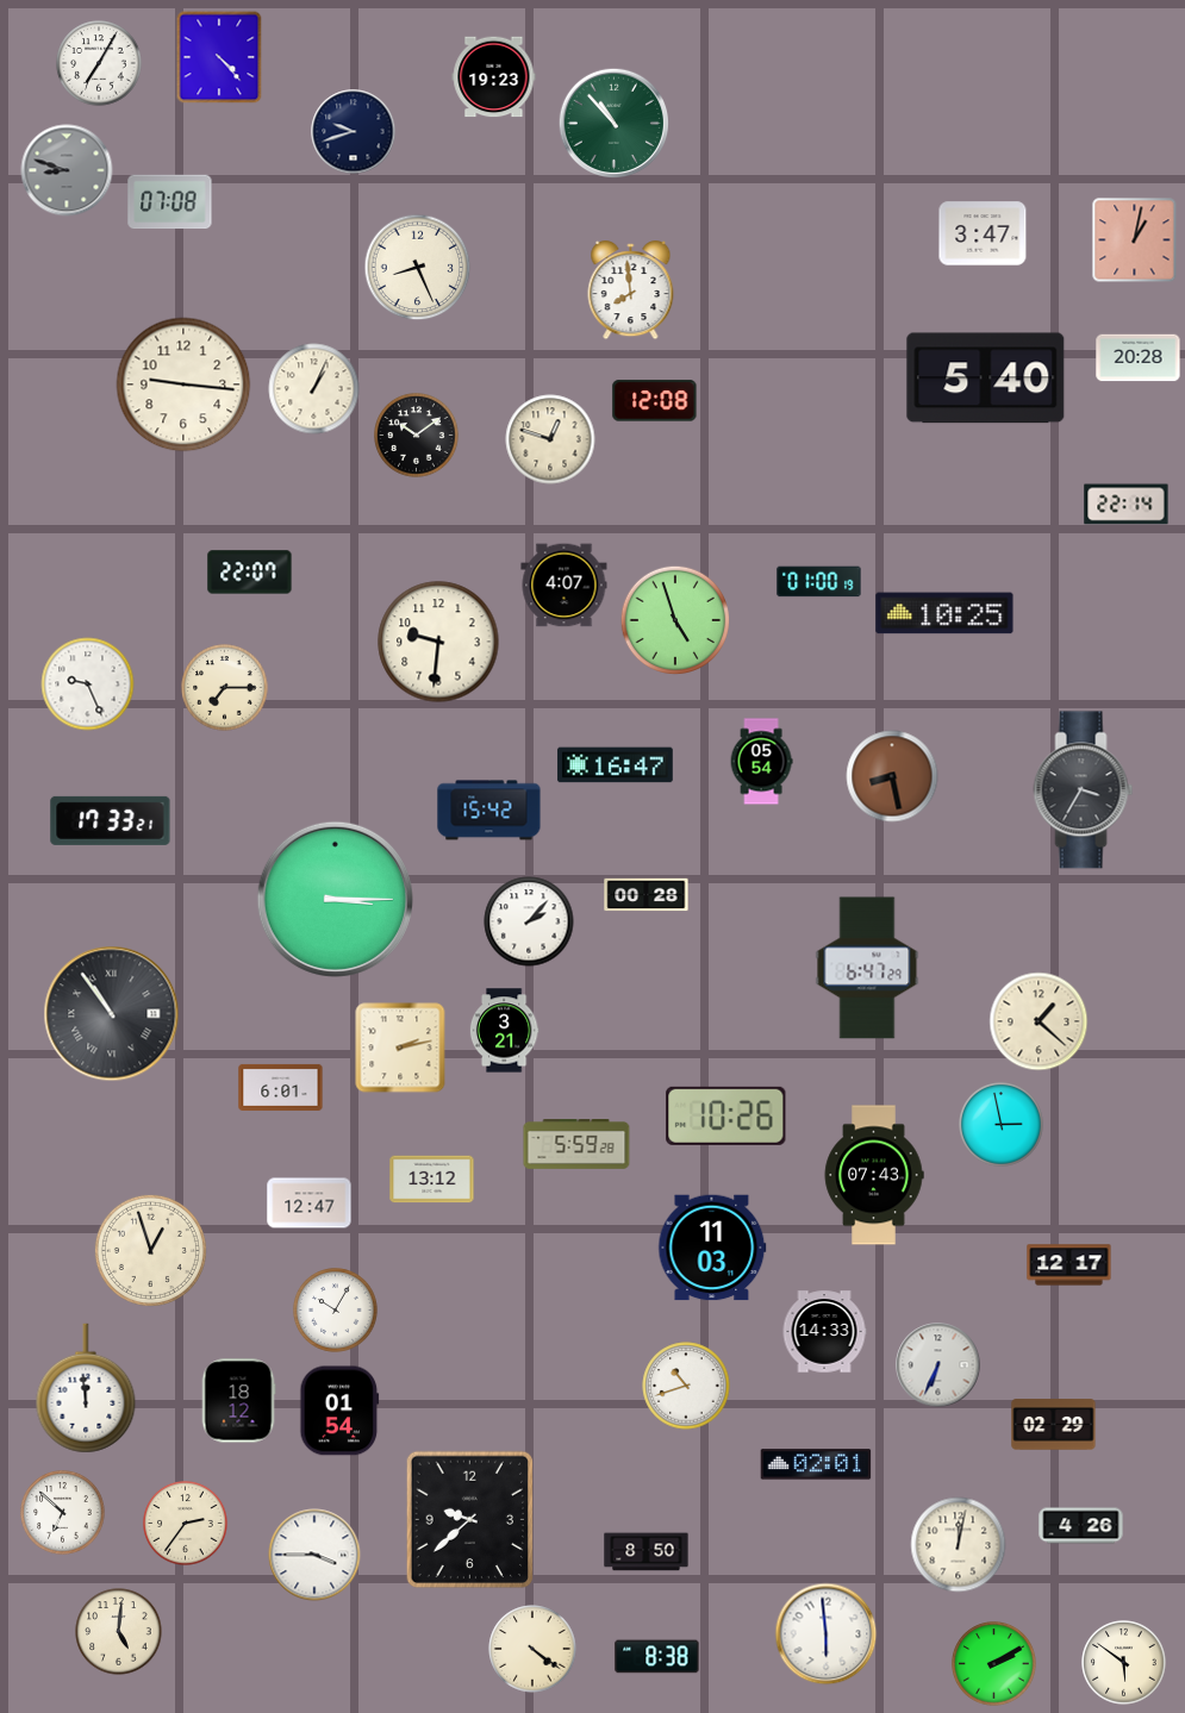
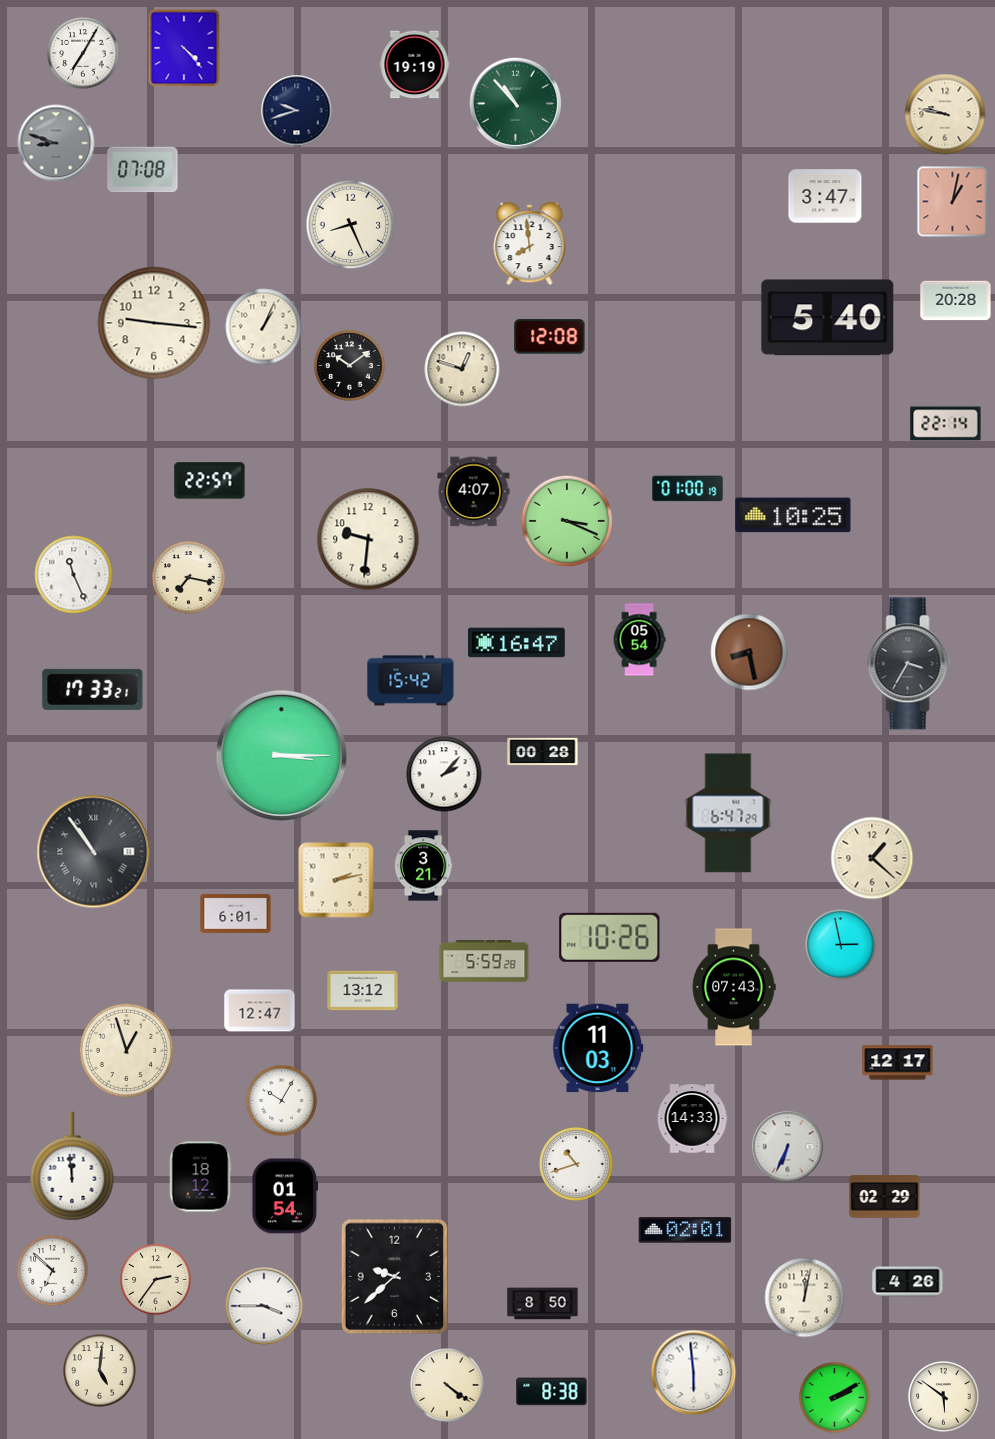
clock at (494, 77): 19:23 -> 19:19
clock at (945, 114): none -> 9:47
clock at (250, 573): 22:07 -> 22:57
clock at (675, 620): 4:57 -> 3:19
clock at (88, 684): 9:26 -> 11:26
clock at (225, 688): 7:15 -> 7:17
clock at (339, 1411) position: (339, 1411) -> (285, 1196)
